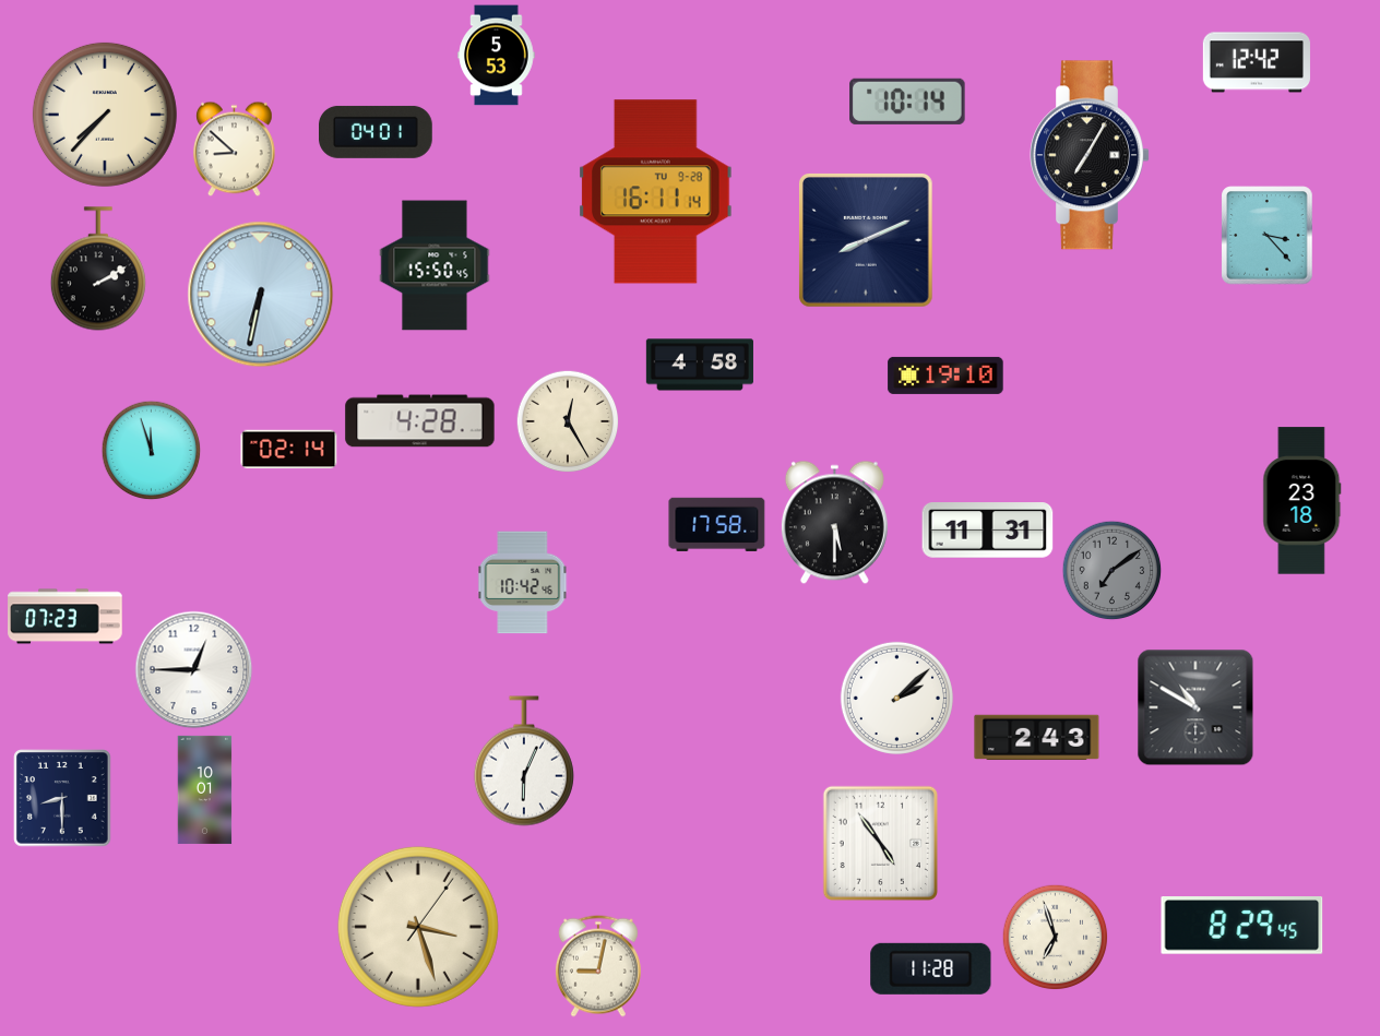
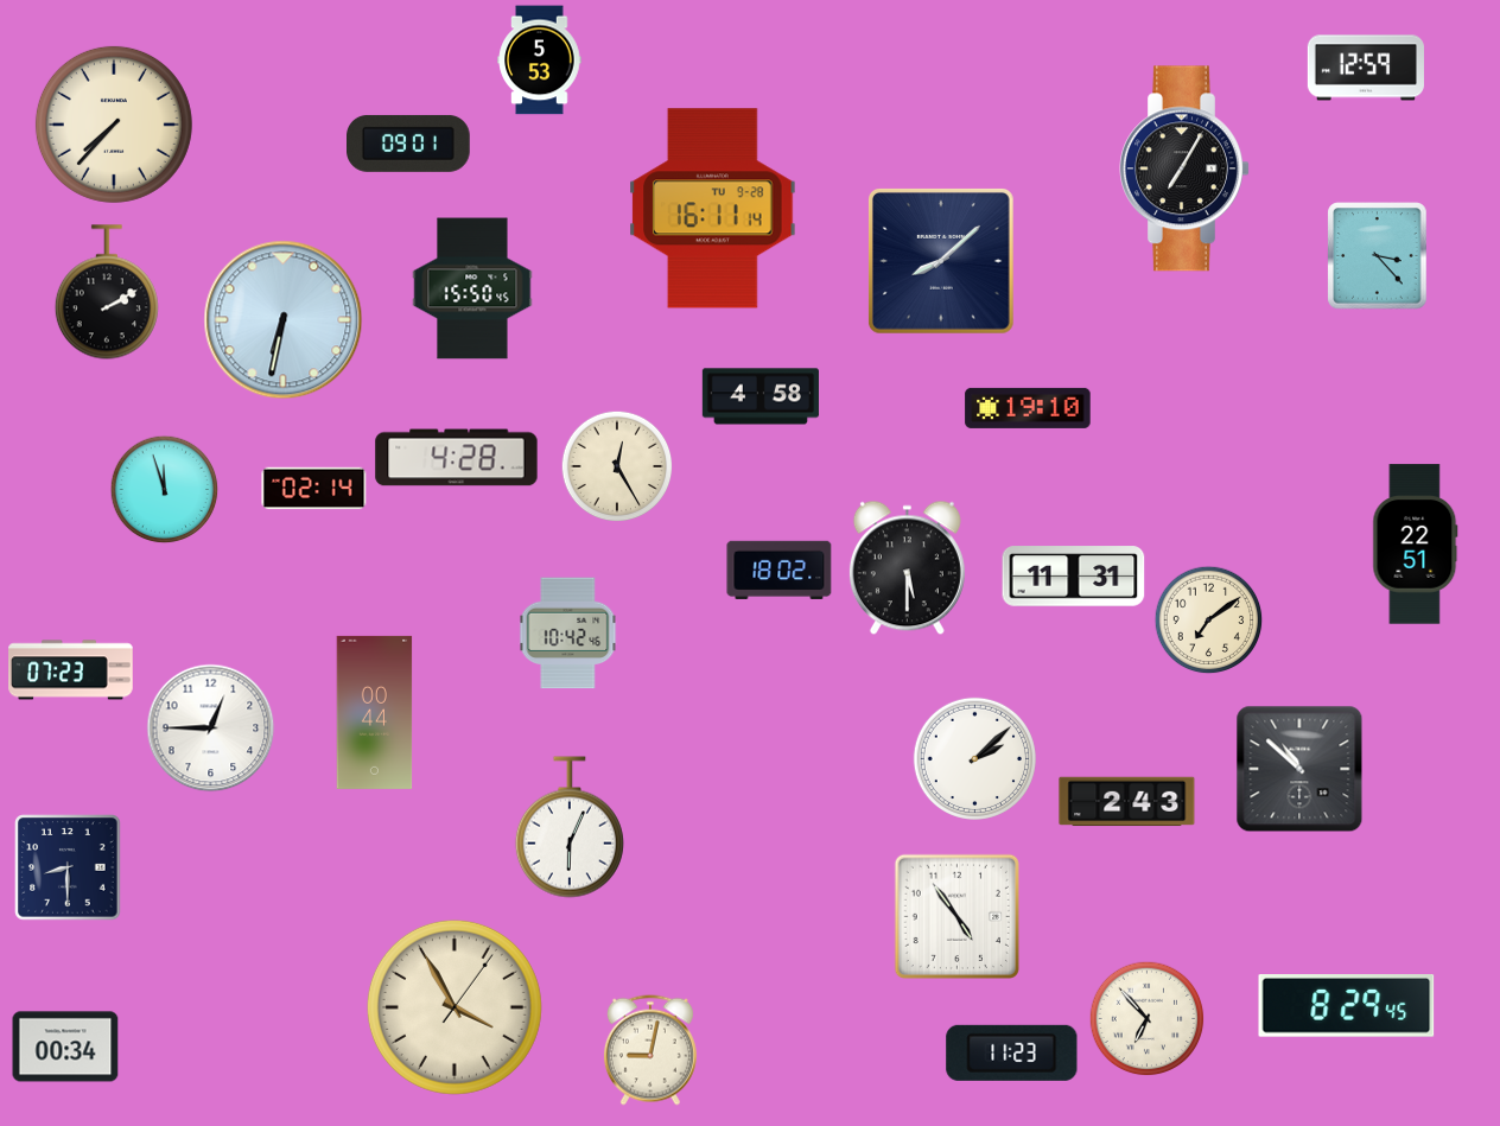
clock at (1257, 62): 12:42 -> 12:59
clock at (907, 102): 10:14 -> none
clock at (377, 132): 04:01 -> 09:01
clock at (235, 150): 8:52 -> none
clock at (867, 241): 8:11 -> 8:08
clock at (568, 421) position: (568, 421) -> (617, 466)
clock at (1302, 501): 23:18 -> 22:51
clock at (717, 524): 17:58 -> 18:02
clock at (1113, 571) dial: grey -> cream
clock at (375, 712): none -> 00:44
clock at (1195, 707): 10:50 -> 10:52
clock at (205, 789): 10:01 -> none
clock at (1242, 926) position: (1242, 926) -> (1347, 1006)
clock at (418, 927): 3:27 -> 3:55
clock at (1056, 938): 6:57 -> 6:53
clock at (65, 1047): none -> 00:34
clock at (931, 968): 11:28 -> 11:23
